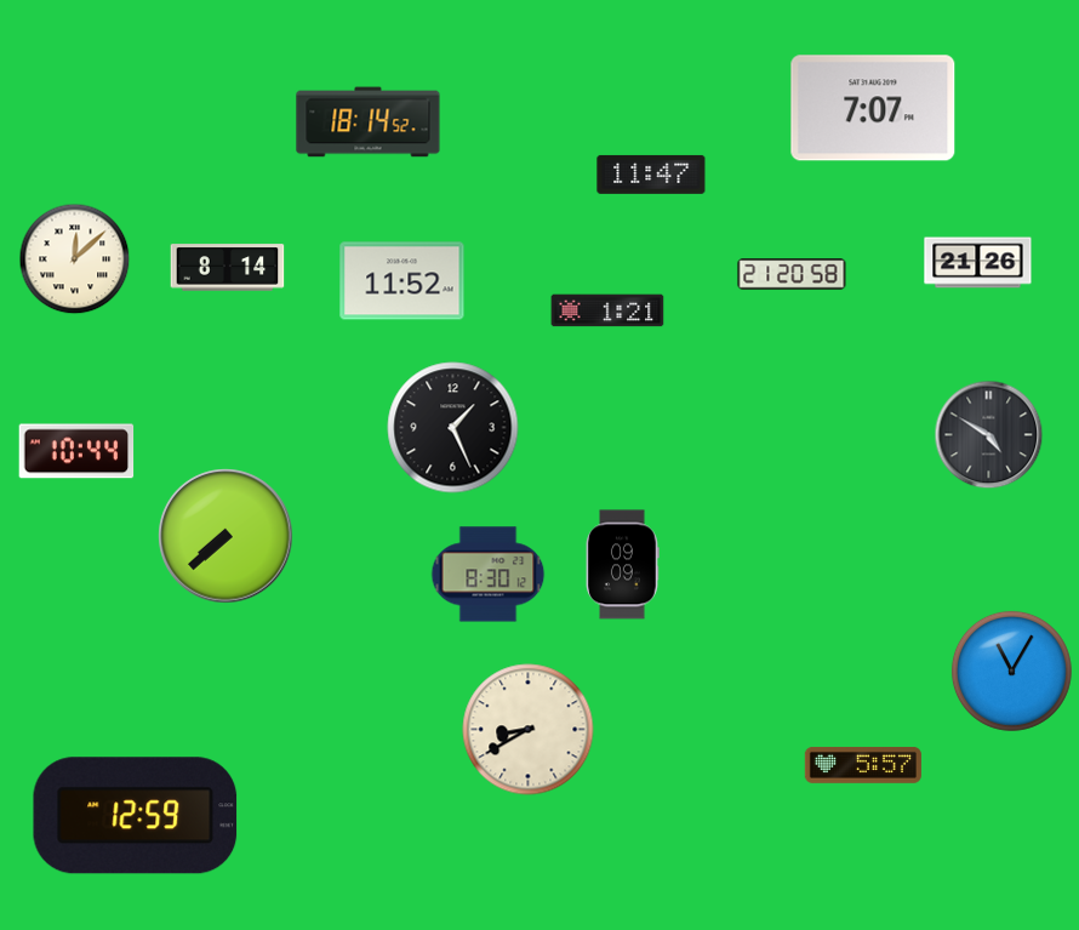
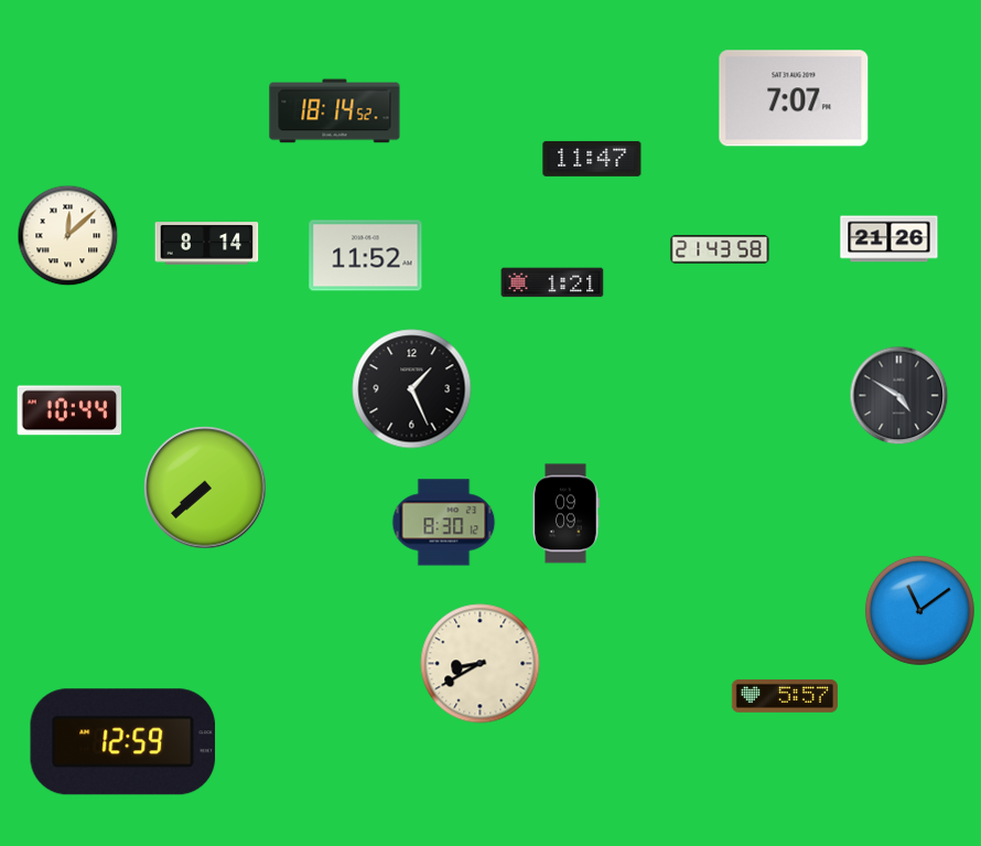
clock at (792, 274): 21:20 -> 21:43
clock at (1011, 671): 11:05 -> 11:09
